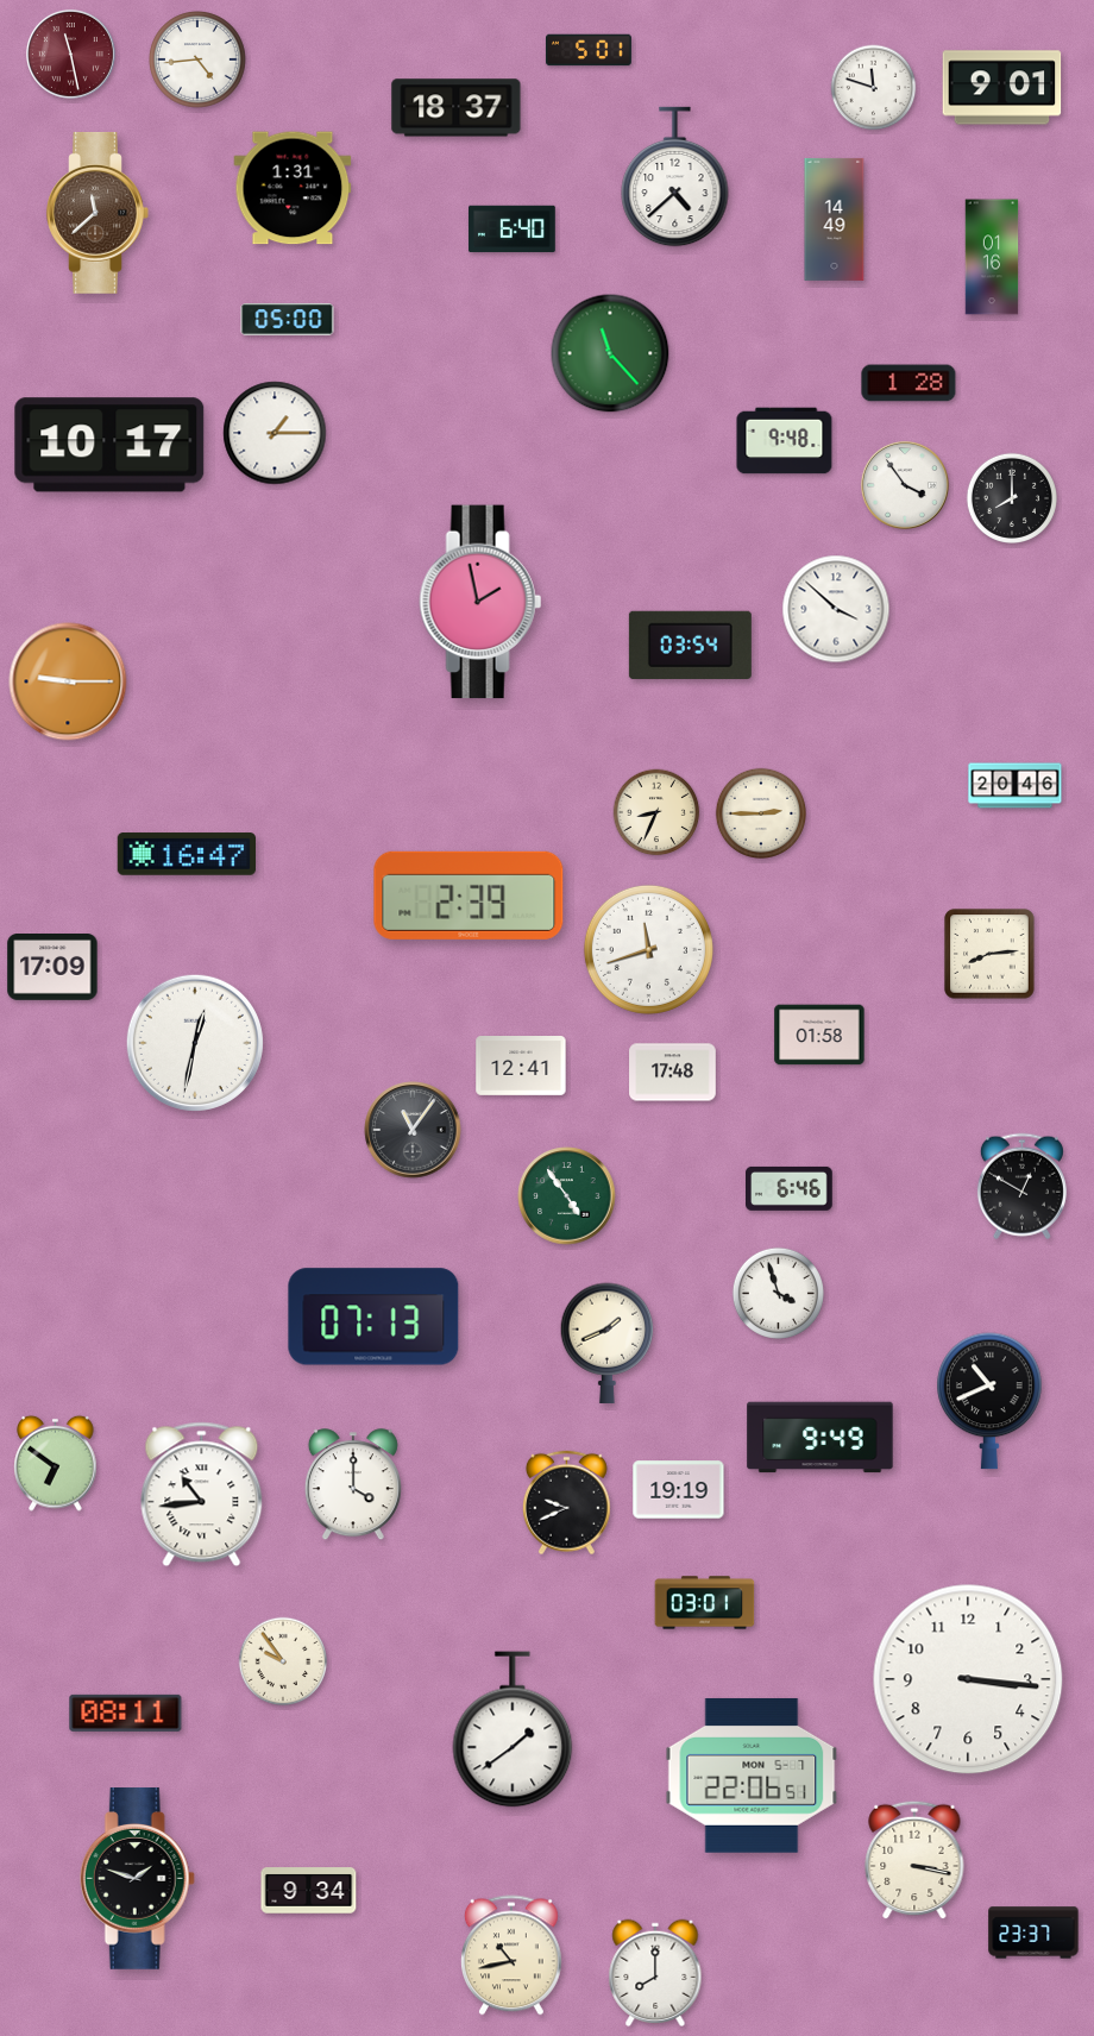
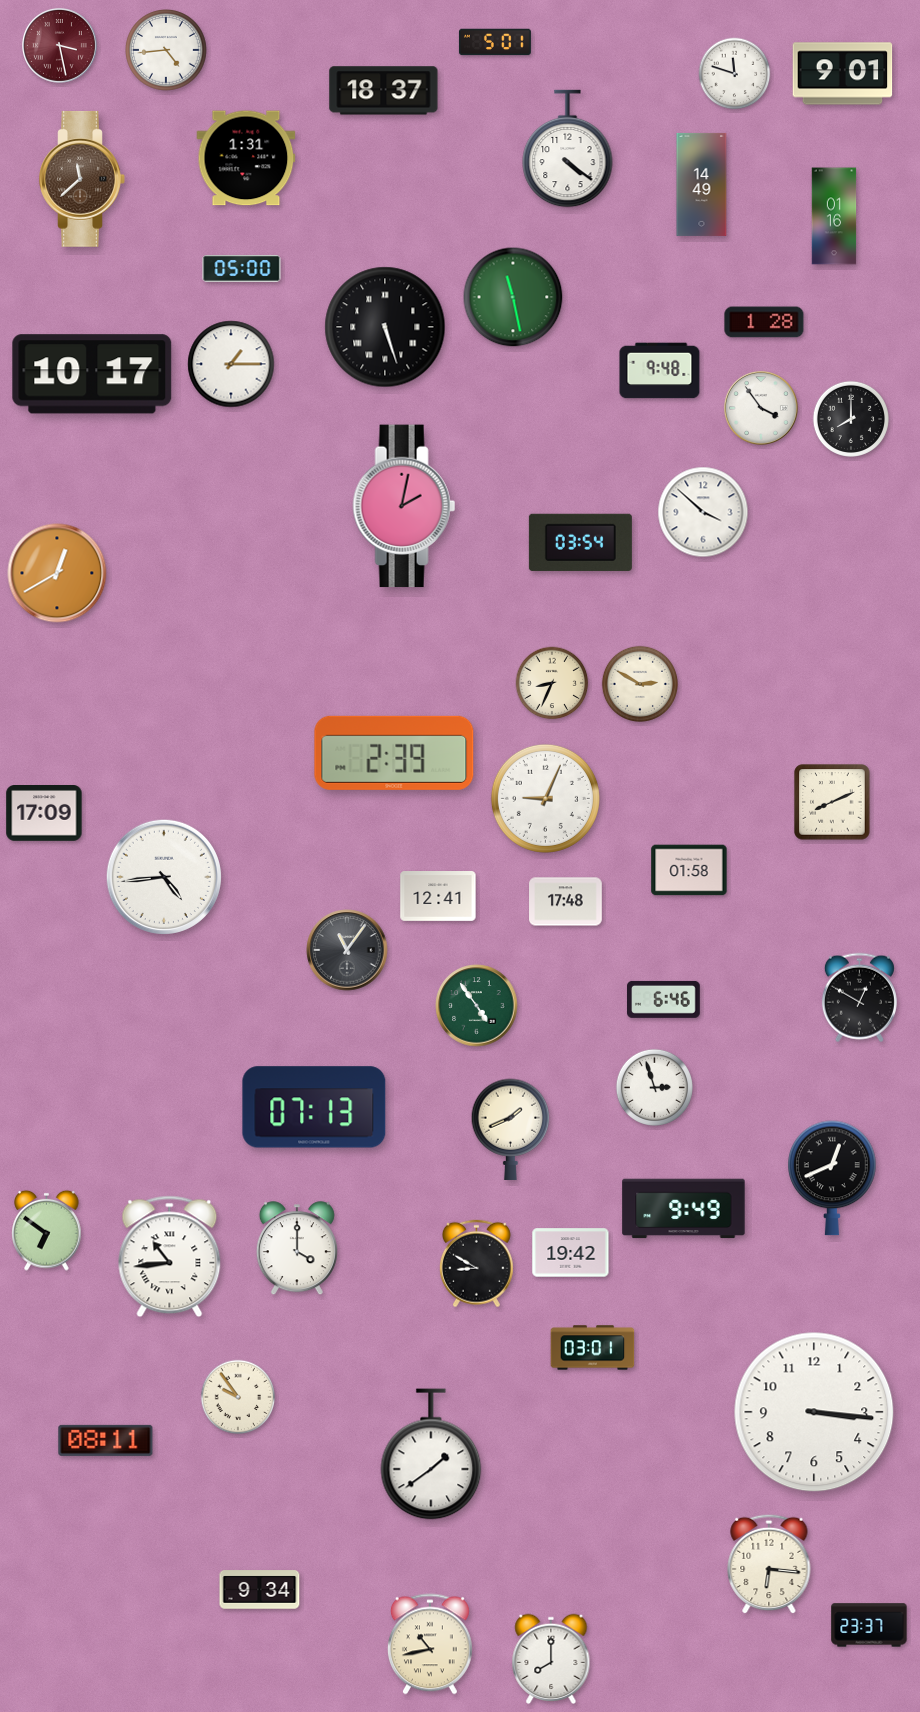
clock at (70, 54): 11:28 -> 3:28
clock at (675, 177): 4:38 -> 4:21
clock at (513, 230): 6:40 -> none
clock at (610, 353): 11:23 -> 11:28
clock at (385, 327): none -> 5:27
clock at (480, 602): 1:58 -> 2:02
clock at (68, 681): 9:15 -> 12:40
clock at (1016, 786): 20:46 -> none
clock at (760, 812): 2:45 -> 2:50
clock at (187, 854): 16:47 -> none
clock at (648, 949): 11:42 -> 9:04
clock at (989, 954): 8:14 -> 8:11
clock at (195, 1043): 12:32 -> 4:44
clock at (778, 1293): 3:57 -> 2:57
clock at (989, 1401): 10:41 -> 12:41
clock at (820, 1438) position: (820, 1438) -> (684, 1209)
clock at (679, 1490): 19:19 -> 19:42
clock at (566, 1503): 9:41 -> 8:50
clock at (752, 1776): 22:06 -> none
clock at (914, 1860): 3:17 -> 6:16
clock at (137, 1879): 1:48 -> none
